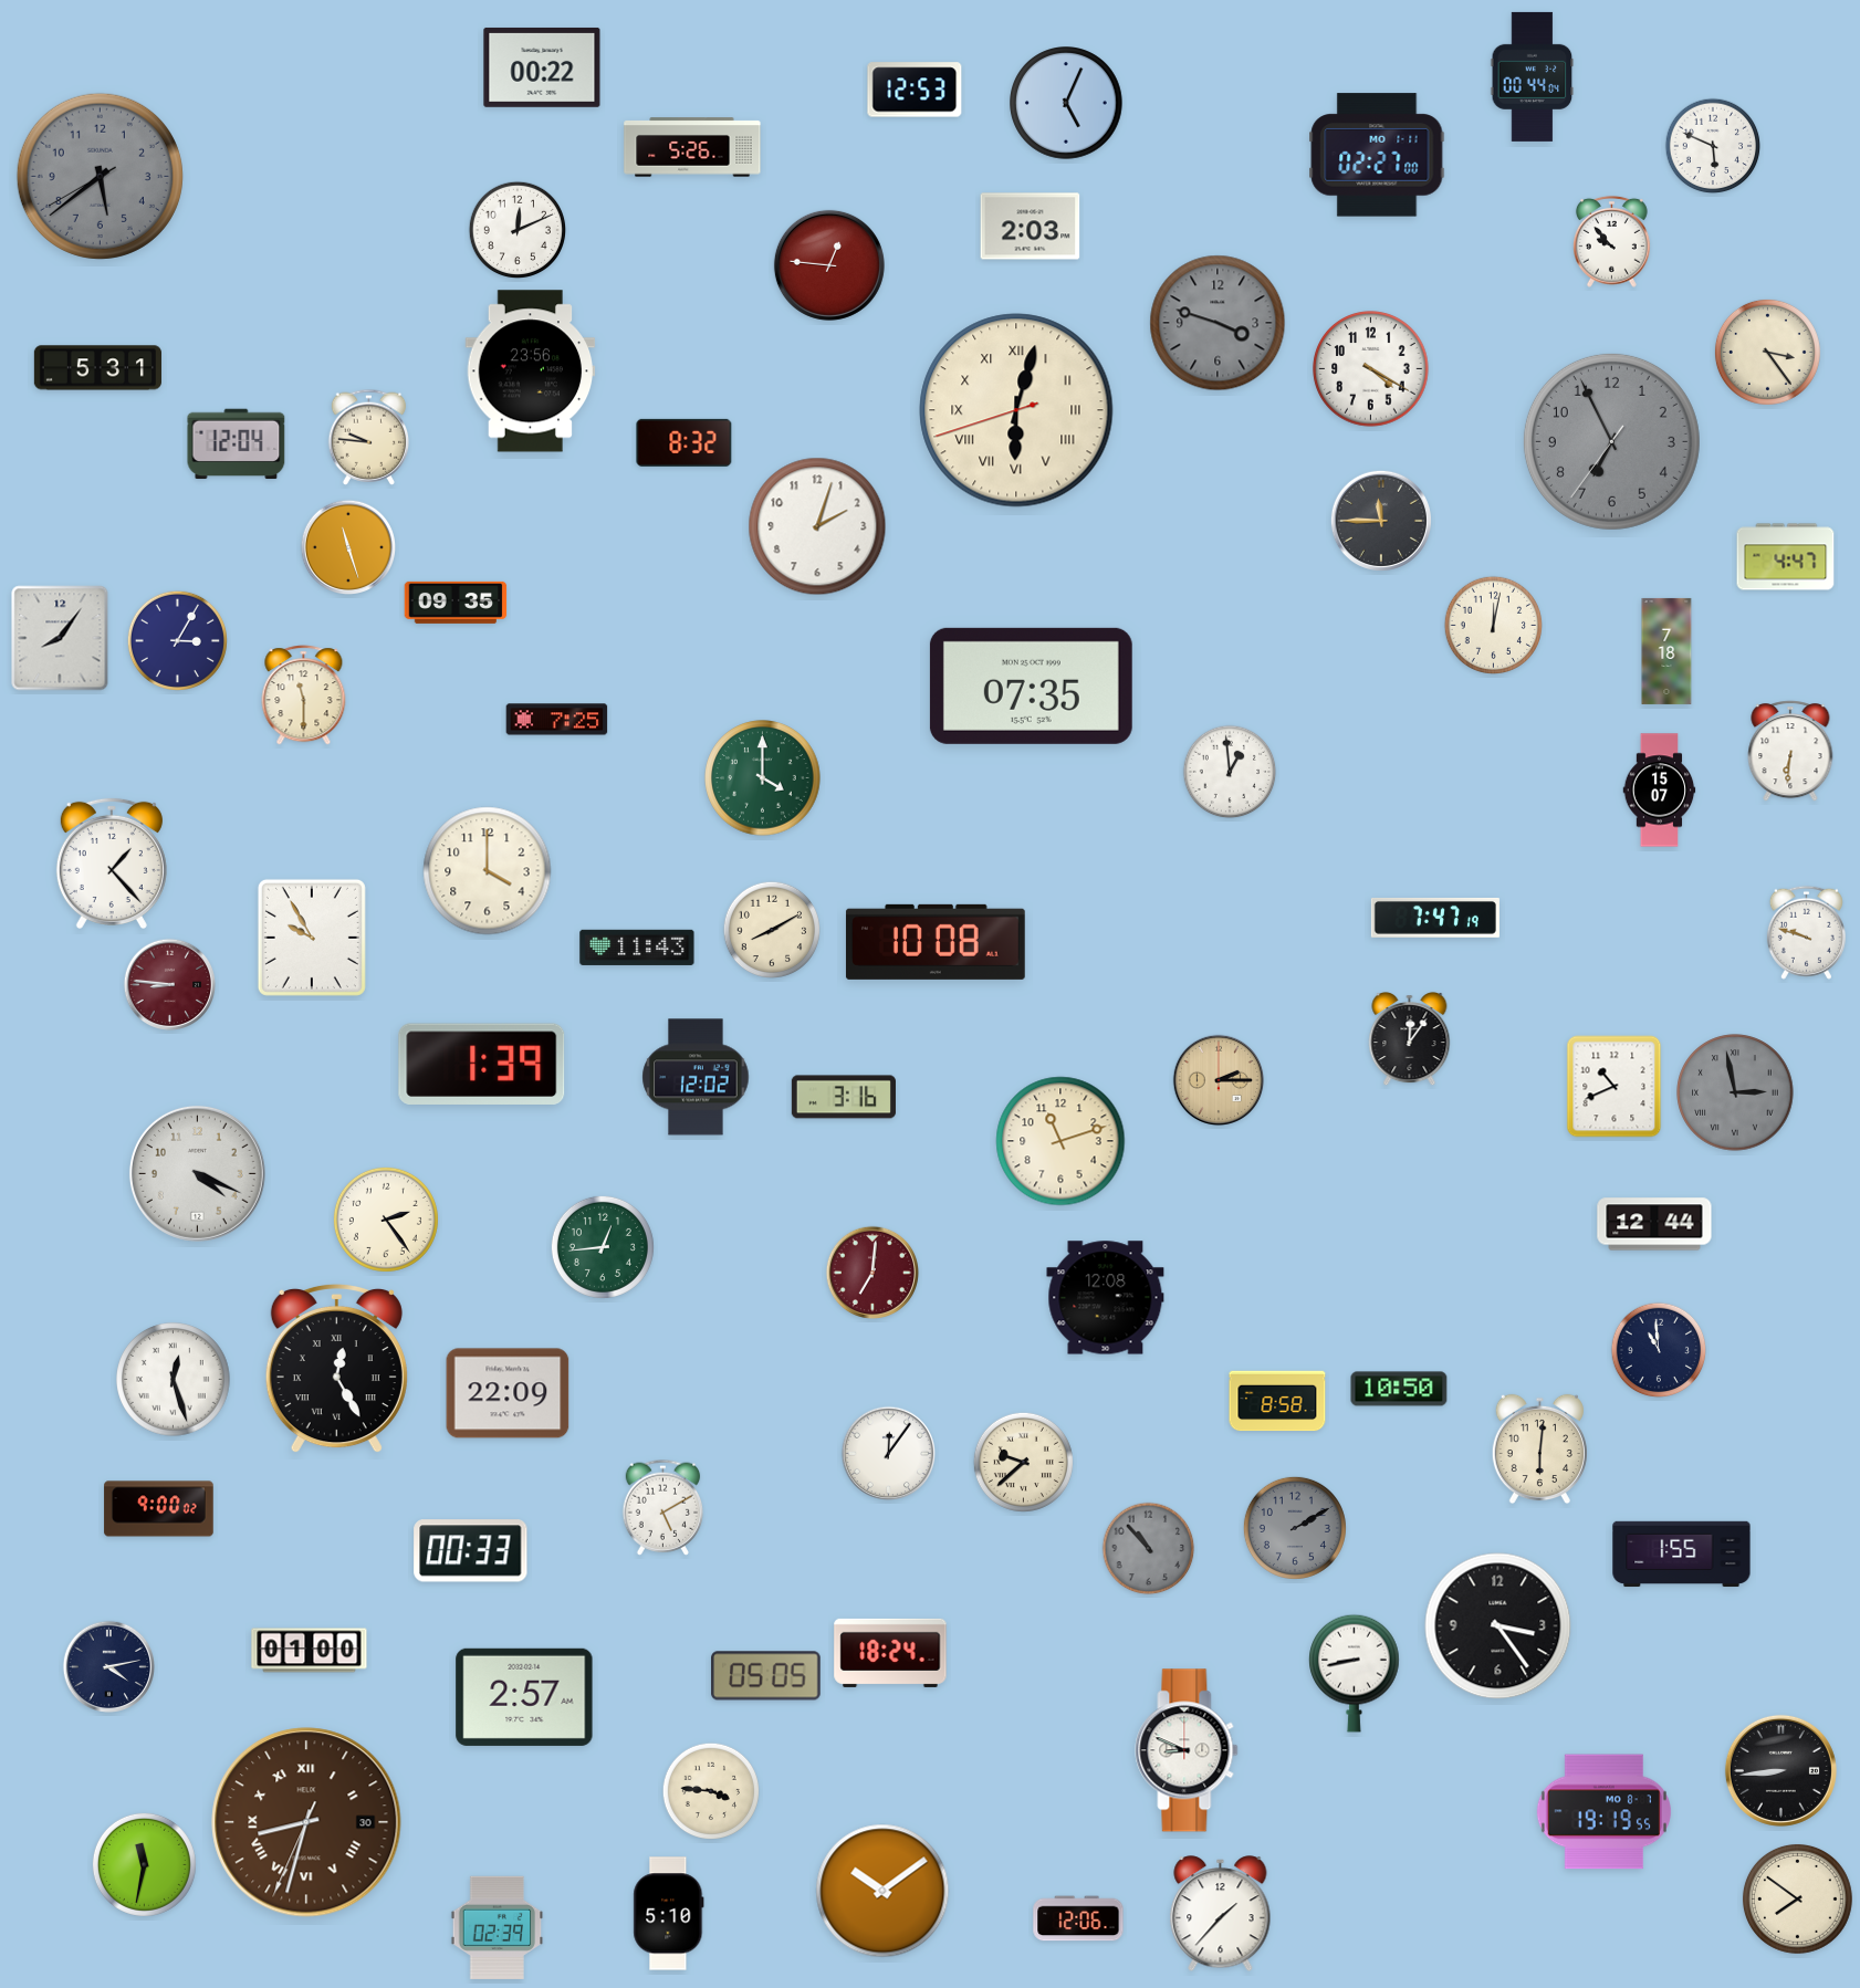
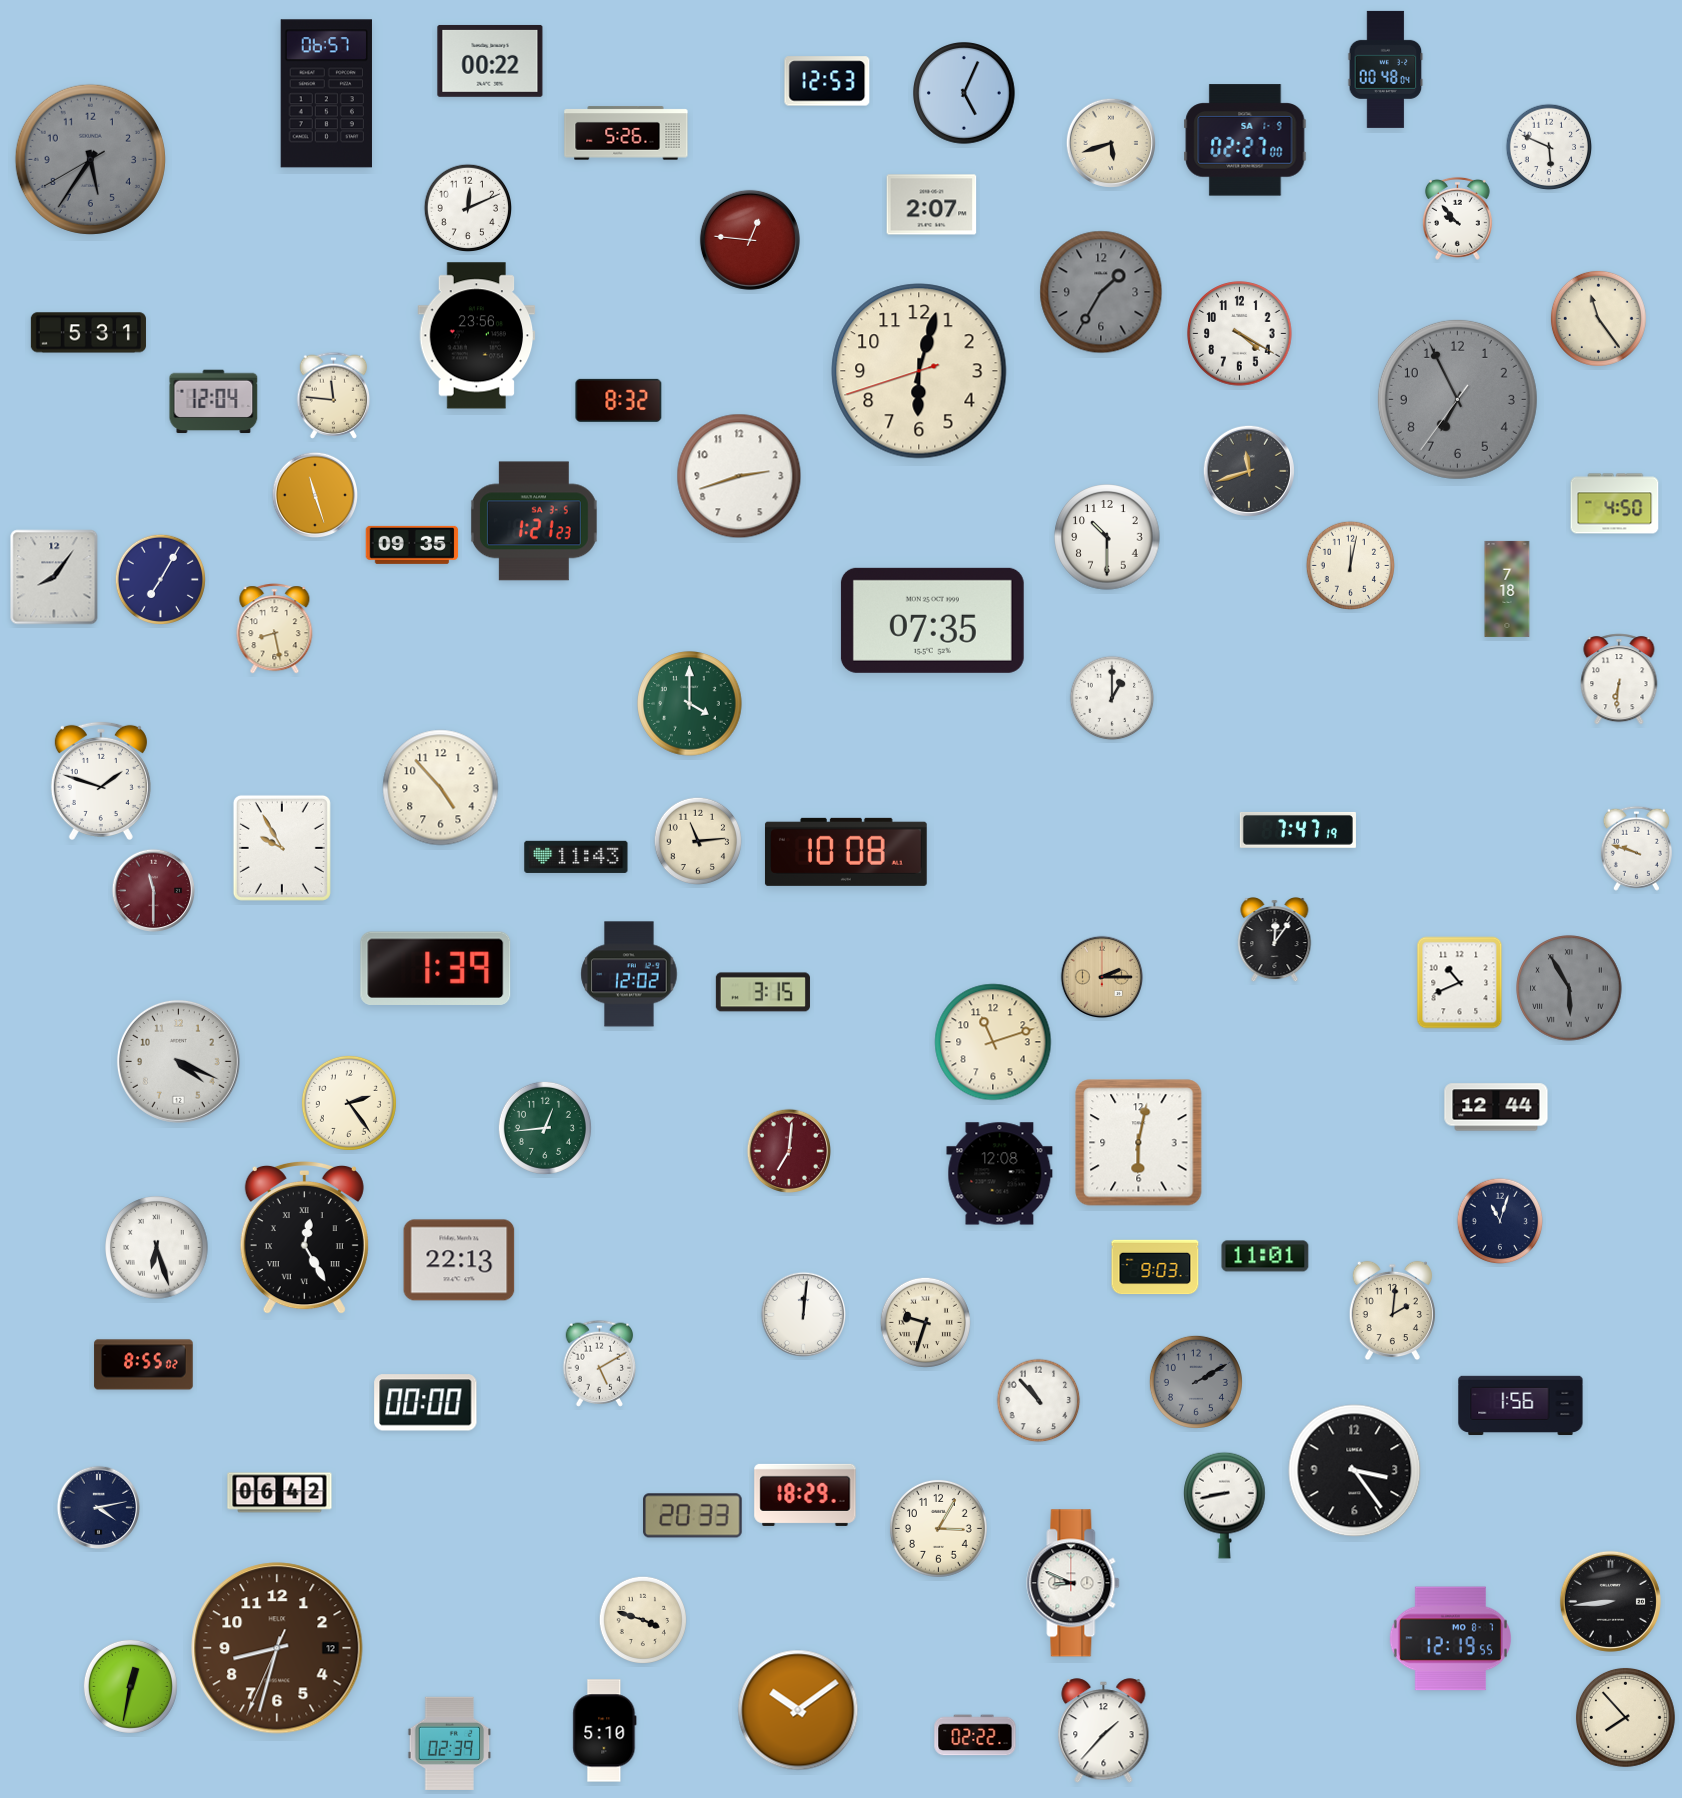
clock at (1533, 76): 00:44 -> 00:48
clock at (326, 94): none -> 06:57
clock at (1713, 146) position: (1713, 146) -> (1549, 147)
clock at (1377, 155) date: MO 1-11 -> SA 1-9
clock at (1111, 143): none -> 5:42
clock at (100, 176): 5:38 -> 5:35
clock at (1031, 227): 2:03 -> 2:07
clock at (1218, 323): 3:48 -> 1:35
clock at (1767, 352): 3:24 -> 11:24
clock at (531, 372) position: (531, 372) -> (477, 336)
clock at (1016, 410) numerals: Roman -> Arabic
clock at (369, 437): 9:46 -> 11:46
clock at (1381, 521): 11:45 -> 11:42
clock at (817, 526): 2:03 -> 2:42
clock at (1786, 557): 4:47 -> 4:50
clock at (534, 521): none -> 1:21
clock at (1107, 537): none -> 10:30
clock at (177, 640): 3:05 -> 7:05
clock at (304, 695): 11:30 -> 8:28
clock at (557, 720): 7:25 -> none
clock at (1230, 772): 12:59 -> 1:00
clock at (1660, 791): 15:07 -> none
clock at (112, 864): 1:23 -> 1:48
clock at (488, 871): 4:00 -> 4:53
clock at (772, 930): 8:10 -> 11:14
clock at (1806, 932) position: (1806, 932) -> (1636, 848)
clock at (170, 985): 8:46 -> 11:30
clock at (482, 1064) position: (482, 1064) -> (436, 968)
clock at (1735, 1092): 2:58 -> 5:55
clock at (844, 1097): 3:16 -> 3:15
clock at (1060, 1141) position: (1060, 1141) -> (993, 1042)
clock at (1139, 1143): none -> 6:02
clock at (1659, 1350): 10:59 -> 11:03
clock at (174, 1380): 12:27 -> 6:27
clock at (1399, 1389): 10:50 -> 11:01
clock at (508, 1393): 22:09 -> 22:13
clock at (1277, 1401): 8:58 -> 9:03
clock at (1539, 1450): 6:01 -> 2:01
clock at (888, 1453): 12:06 -> 12:01
clock at (1023, 1462): 9:38 -> 9:33
clock at (159, 1509): 9:00 -> 8:55
clock at (1295, 1528) position: (1295, 1528) -> (1196, 1382)
clock at (1149, 1549) dial: grey -> white
clock at (471, 1551): 00:33 -> 00:00
clock at (1682, 1555): 1:55 -> 1:56
clock at (310, 1651): 01:00 -> 06:42
clock at (890, 1653): 18:24 -> 18:29
clock at (1355, 1673) position: (1355, 1673) -> (1225, 1505)
clock at (766, 1676): 05:05 -> 20:33
clock at (938, 1528): none -> 3:05
clock at (524, 1697): 2:57 -> none
clock at (711, 1791): 3:46 -> 3:48
clock at (1603, 1812): 19:19 -> 12:19
clock at (306, 1822) date: 30 -> 12
clock at (306, 1822) numerals: Roman -> Arabic
clock at (144, 1864): 11:32 -> 12:32
clock at (1797, 1898): 7:51 -> 7:53
clock at (1078, 1918): 12:06 -> 02:22
